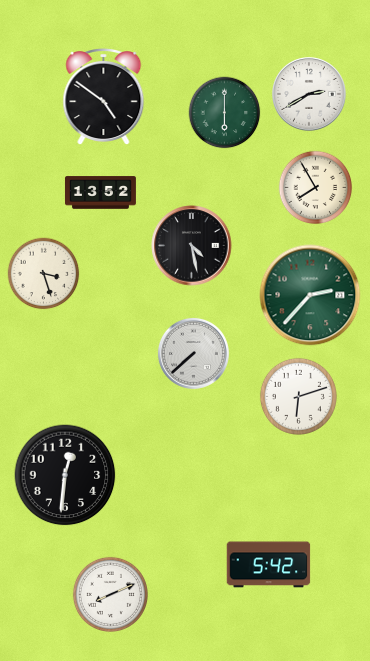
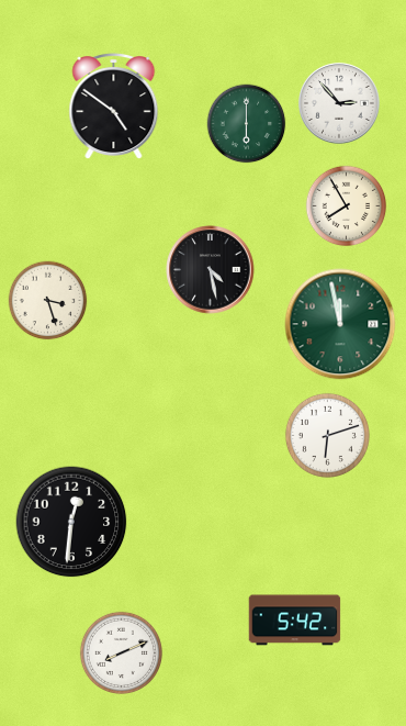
clock at (310, 95): 2:40 -> 2:53
clock at (100, 193): 13:52 -> none
clock at (310, 295): 2:37 -> 11:58
clock at (193, 353): 7:38 -> none
